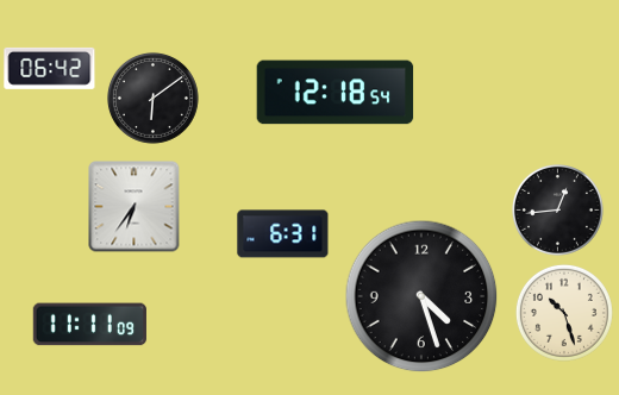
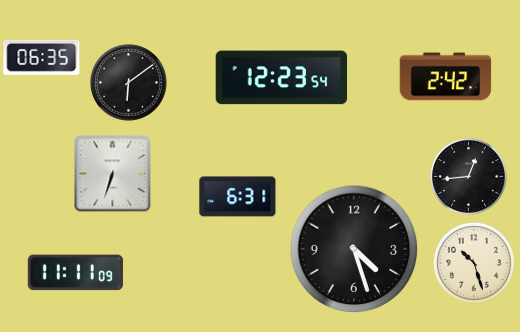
clock at (50, 68): 06:42 -> 06:35
clock at (446, 77): none -> 2:42
clock at (336, 93): 12:18 -> 12:23
clock at (135, 207): 6:36 -> 6:33
